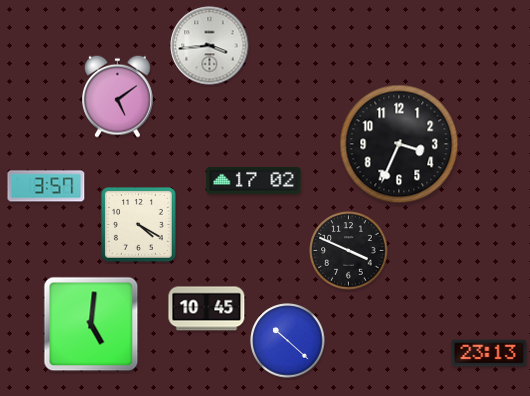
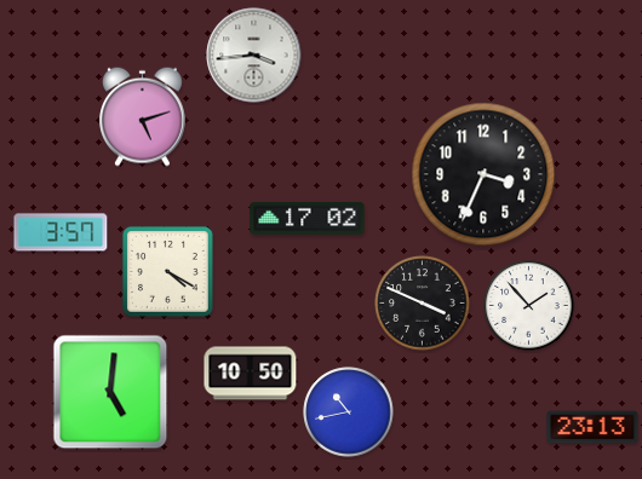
clock at (118, 96): 5:09 -> 5:12
clock at (46, 186) position: (46, 186) -> (61, 232)
clock at (529, 306): none -> 1:53
clock at (207, 309): 10:45 -> 10:50
clock at (288, 341): 10:22 -> 10:43
